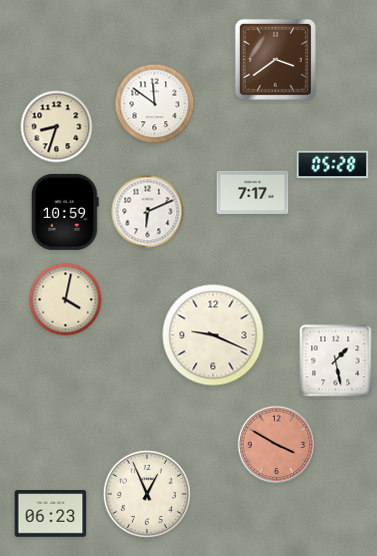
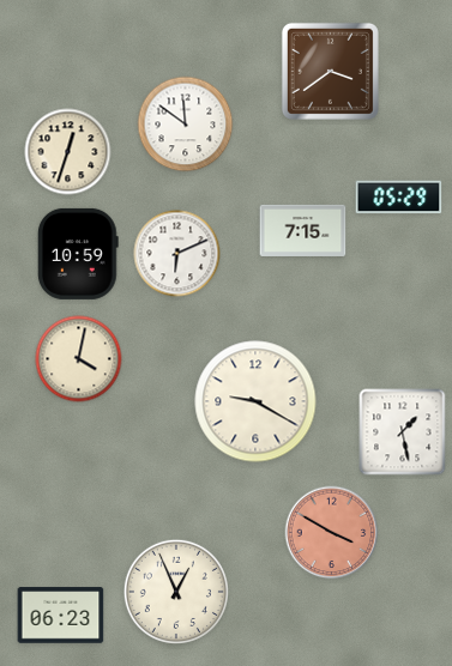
clock at (57, 127): 8:33 -> 12:33
clock at (333, 165): 05:28 -> 05:29
clock at (253, 192): 7:17 -> 7:15
clock at (213, 335): 9:19 -> 9:20
